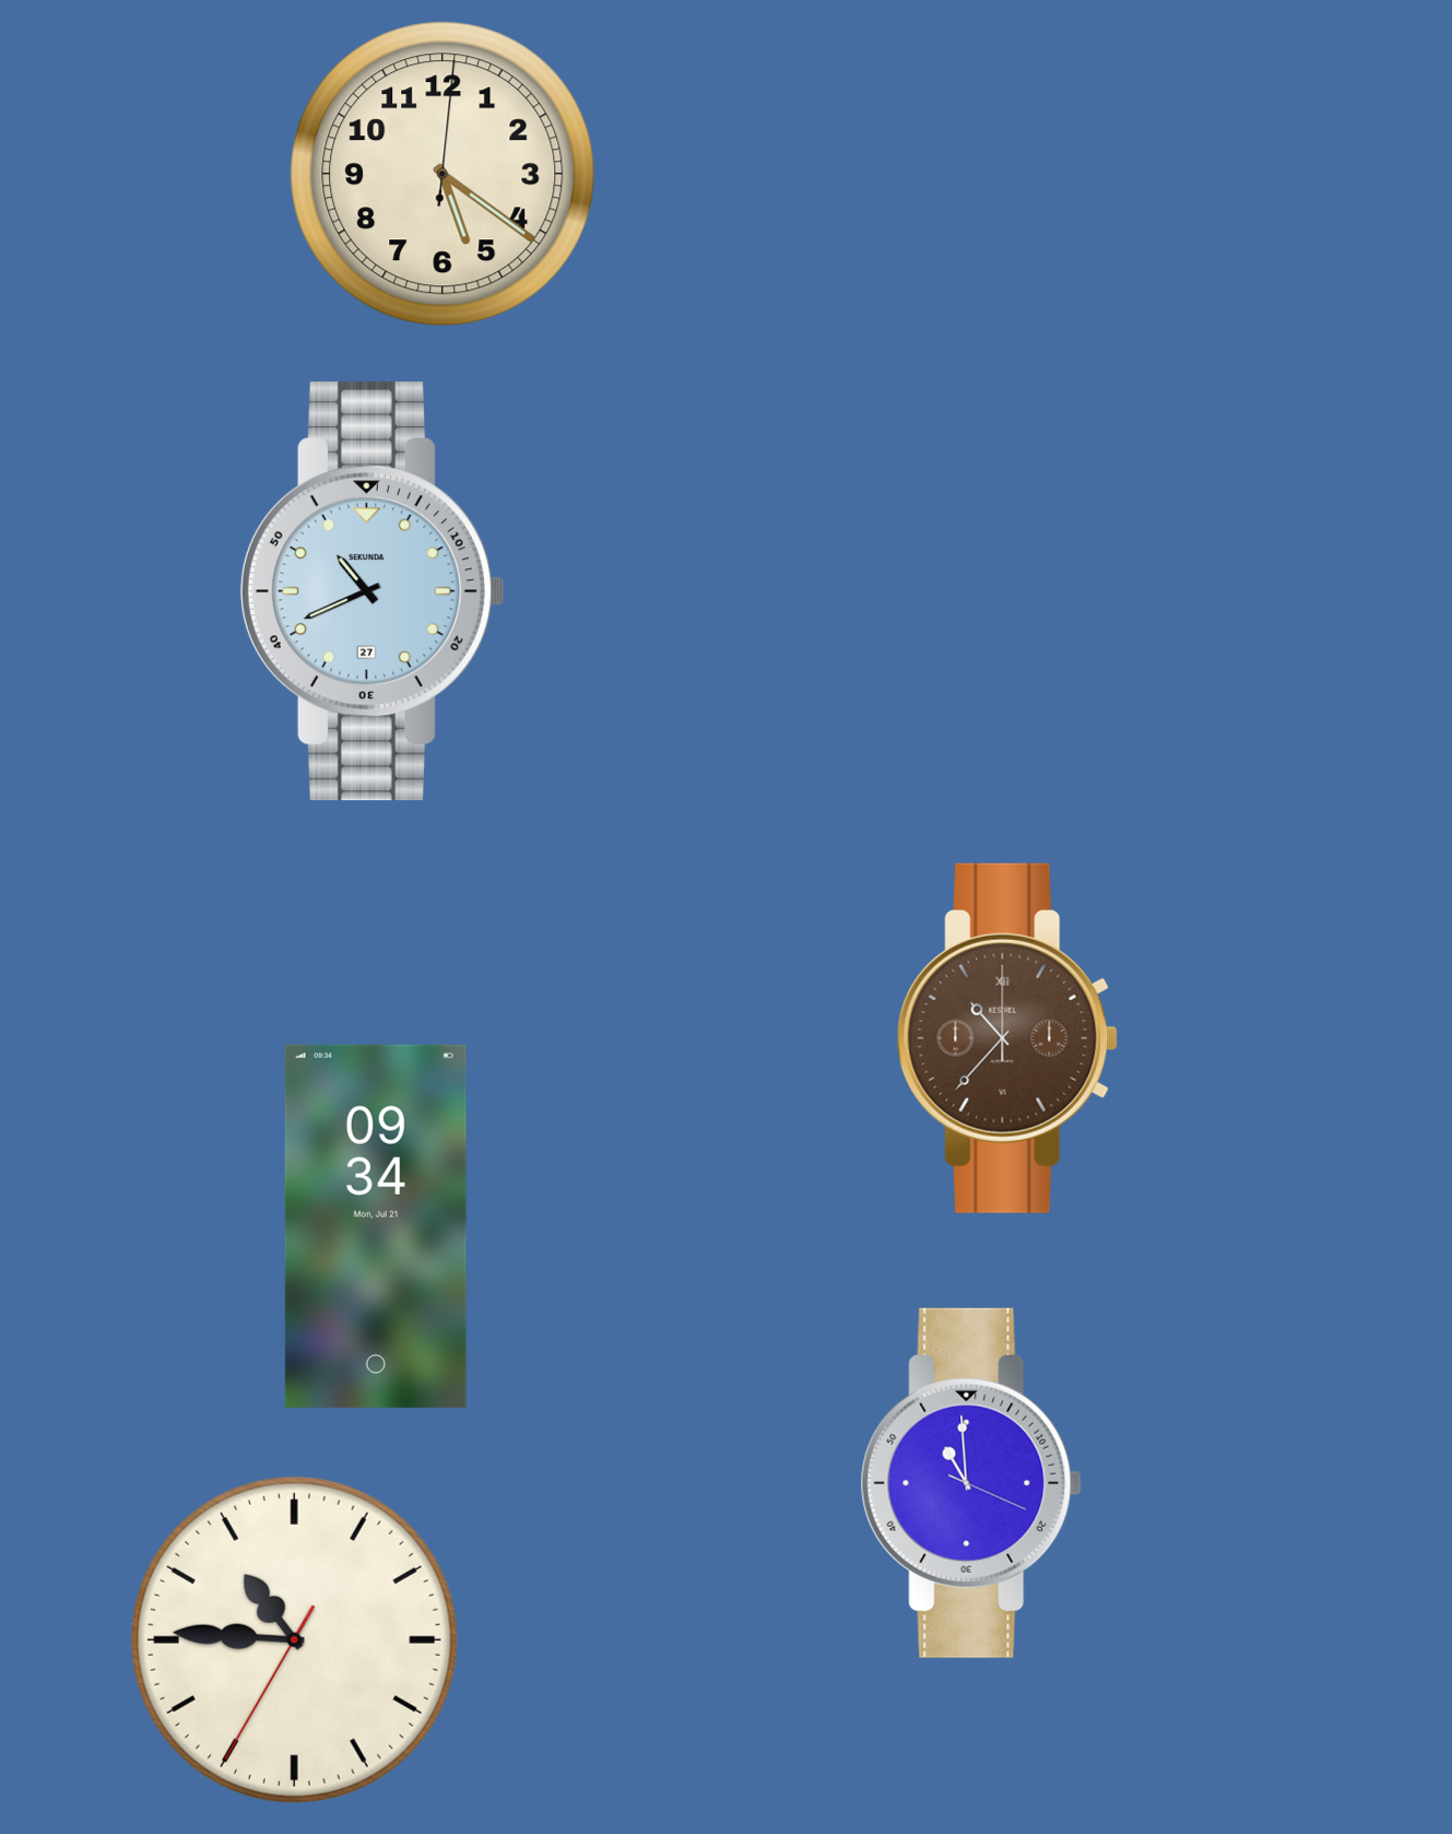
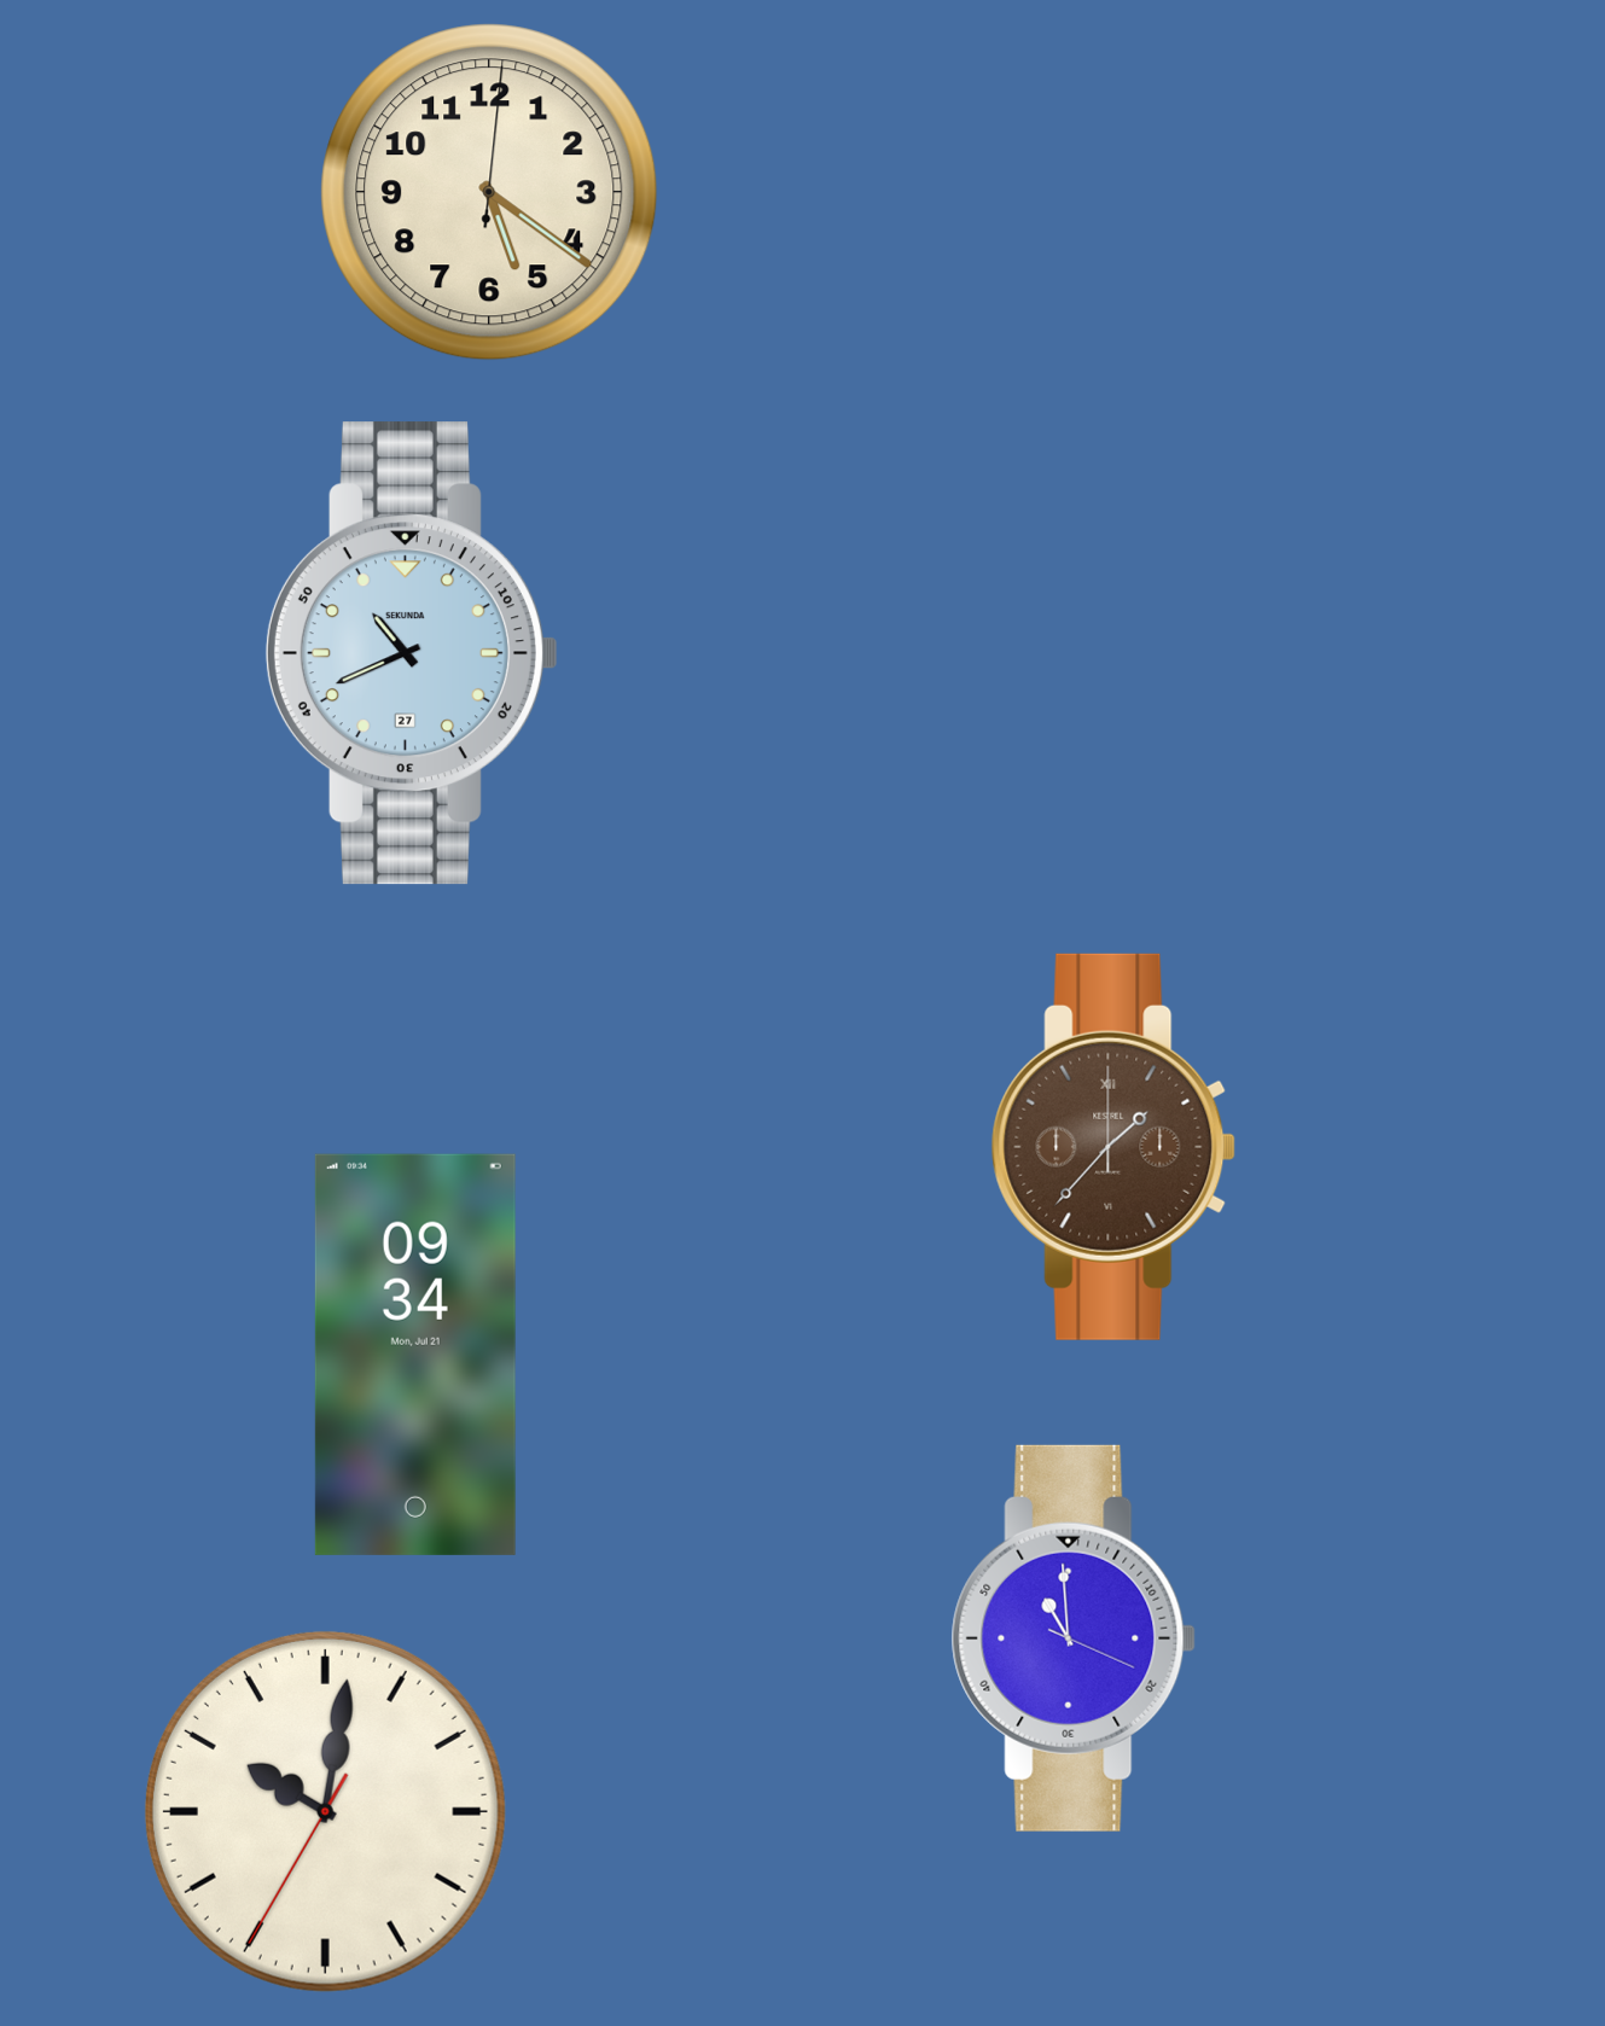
clock at (1007, 1038): 10:37 -> 1:37
clock at (294, 1639): 10:45 -> 10:01
